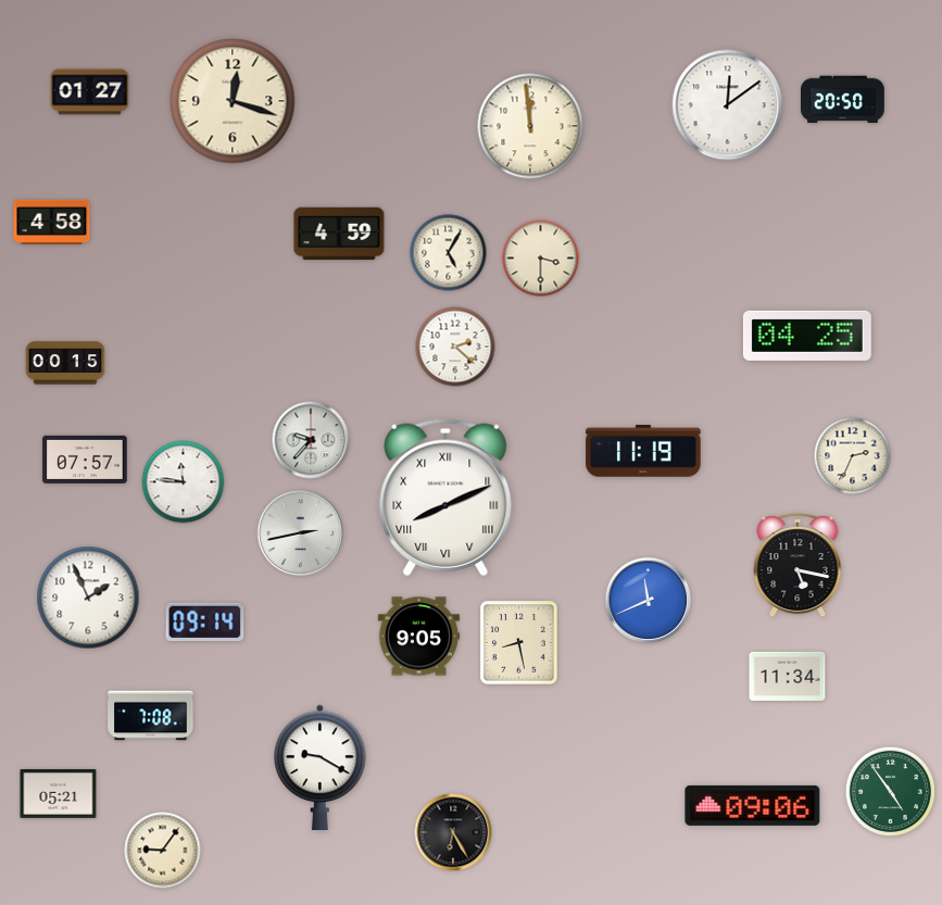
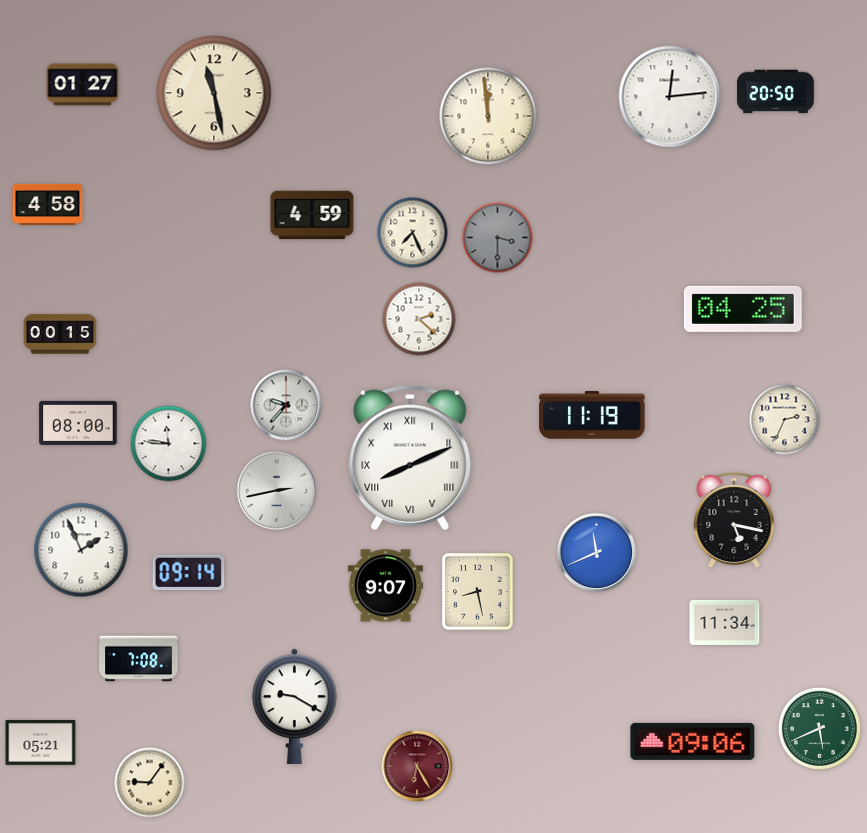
clock at (233, 101): 12:18 -> 11:28
clock at (728, 105): 12:09 -> 12:14
clock at (449, 253): 5:05 -> 7:26
clock at (541, 259) dial: cream -> grey
clock at (85, 460): 07:57 -> 08:00
clock at (418, 637): 9:05 -> 9:07
clock at (890, 791): 4:54 -> 5:41
clock at (59, 793) position: (59, 793) -> (41, 742)
clock at (453, 832) dial: black -> burgundy
